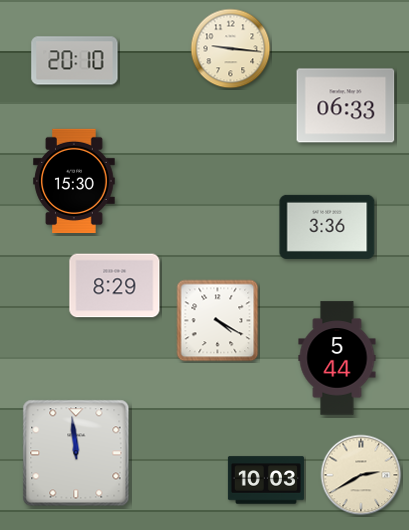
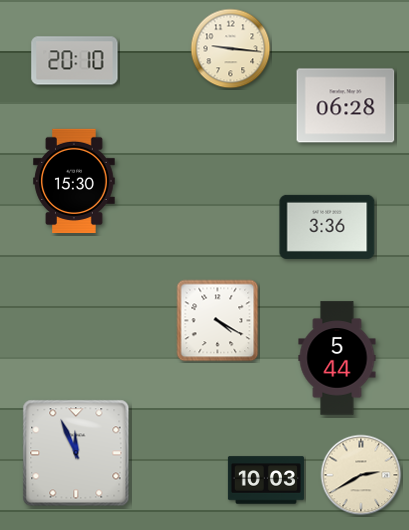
clock at (346, 106): 06:33 -> 06:28
clock at (115, 286): 8:29 -> none
clock at (76, 453): 11:59 -> 11:56
